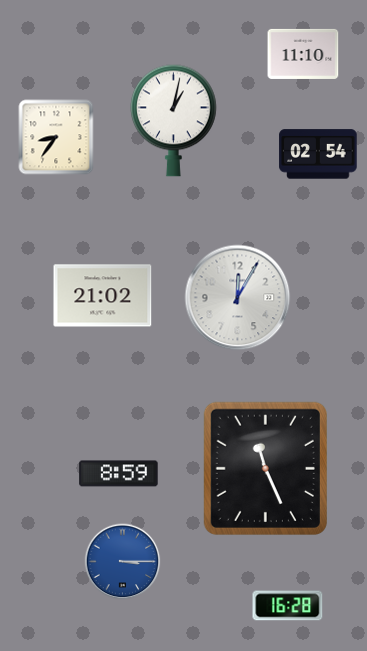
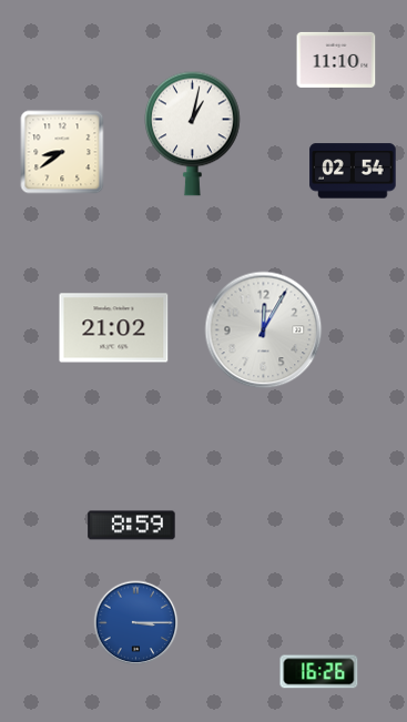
clock at (56, 137): 8:36 -> 8:39
clock at (265, 468): 11:26 -> none
clock at (288, 606): 16:28 -> 16:26
